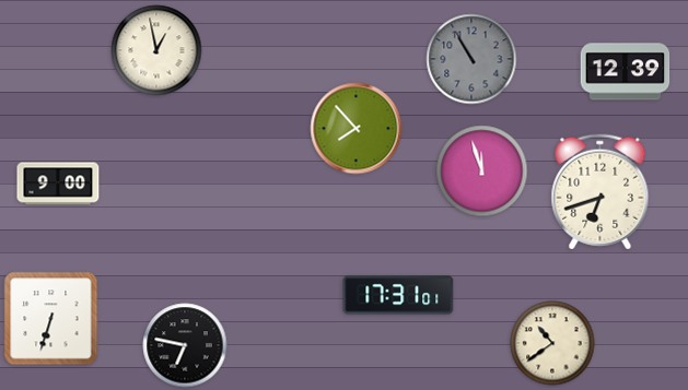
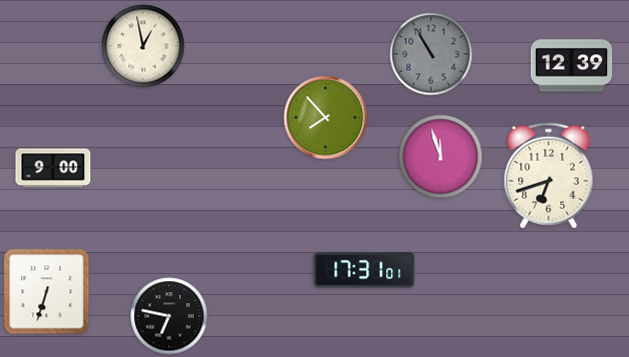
clock at (552, 343): 10:39 -> none
